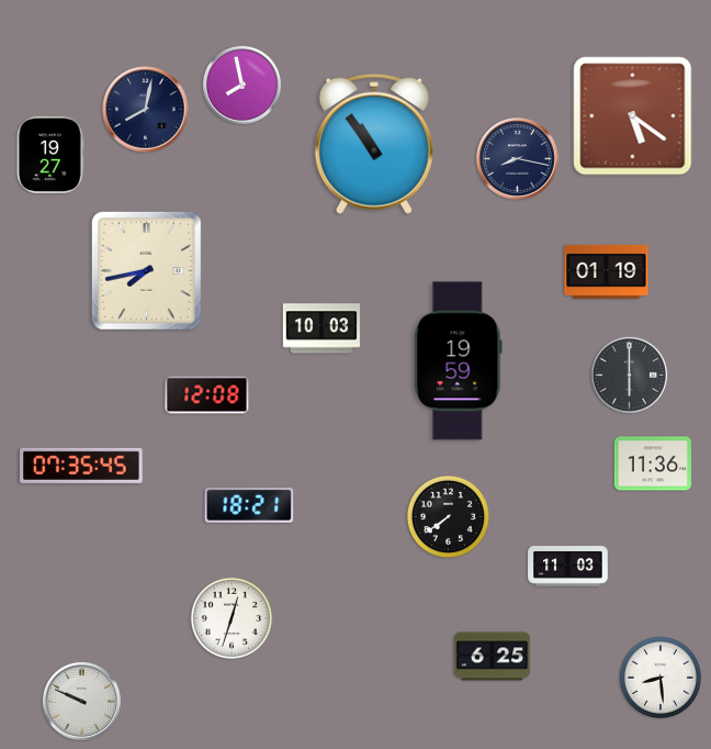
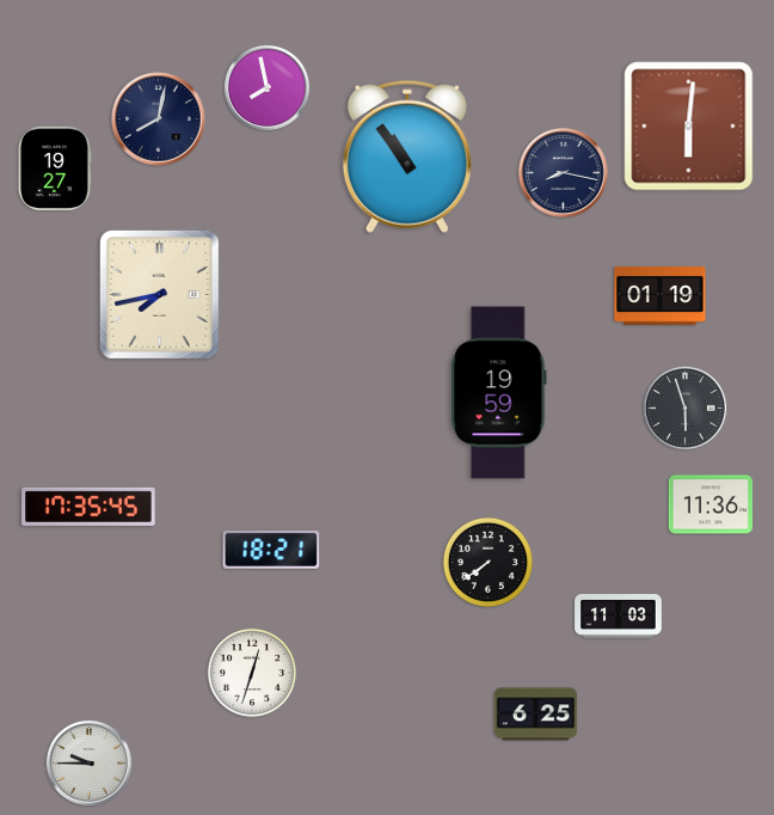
clock at (241, 85) position: (241, 85) -> (266, 87)
clock at (633, 116): 5:21 -> 6:01
clock at (320, 328): 10:03 -> none
clock at (629, 374): 6:00 -> 5:57
clock at (207, 395): 12:08 -> none
clock at (81, 466): 07:35 -> 17:35
clock at (661, 678): 8:29 -> none
clock at (81, 701): 9:49 -> 9:45
